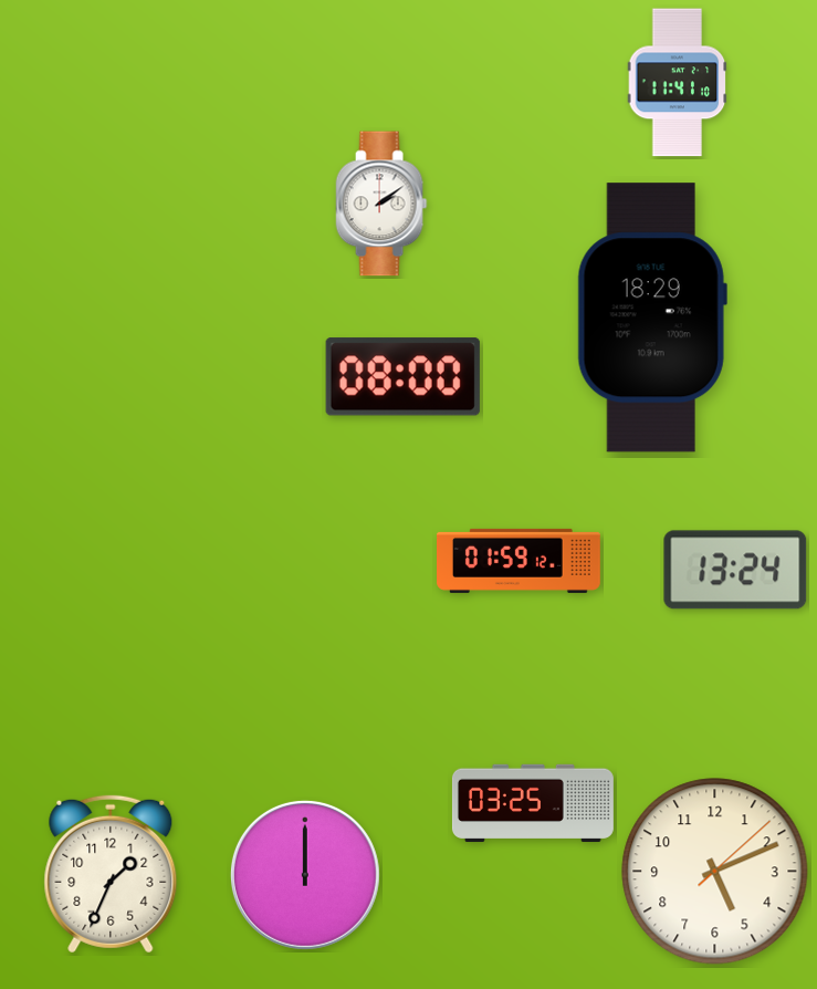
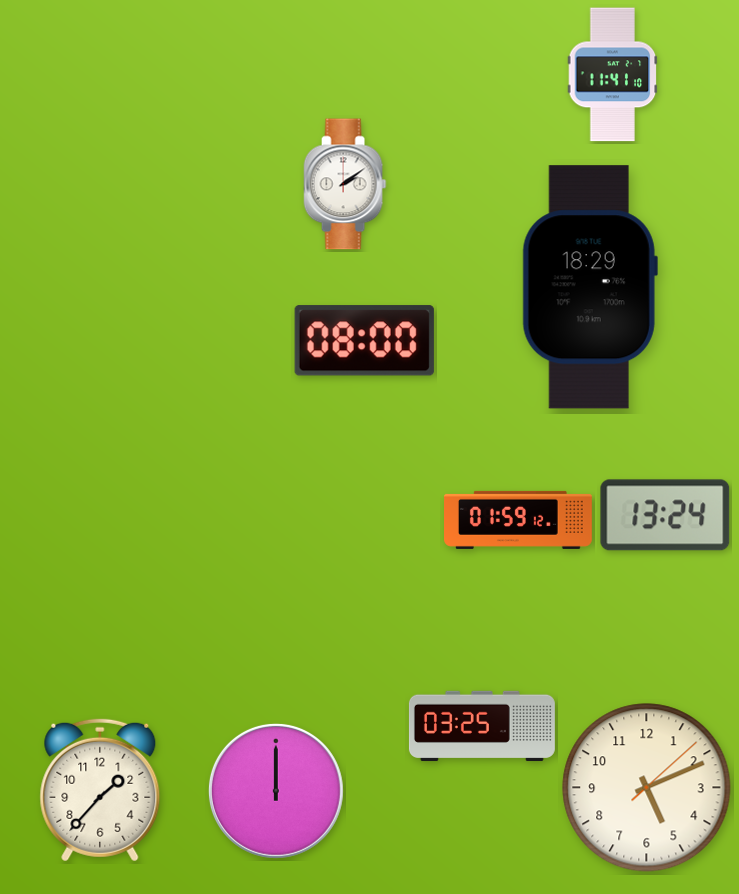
clock at (520, 561) position: (520, 561) -> (519, 520)
clock at (111, 874): 1:34 -> 1:37
